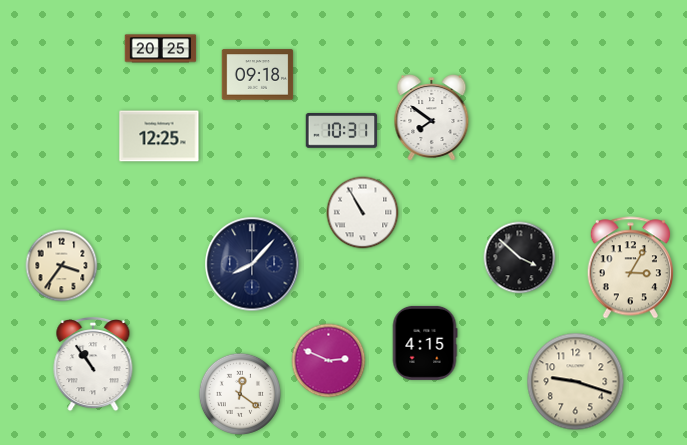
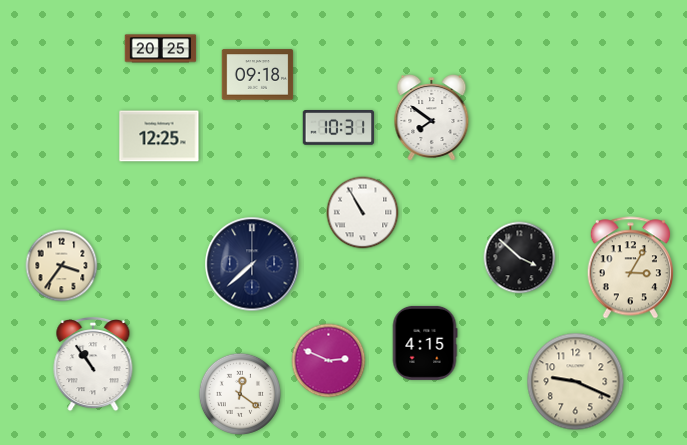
clock at (342, 131) position: (342, 131) -> (339, 128)
clock at (252, 264): 8:07 -> 7:38
clock at (576, 382): 9:18 -> 9:19
